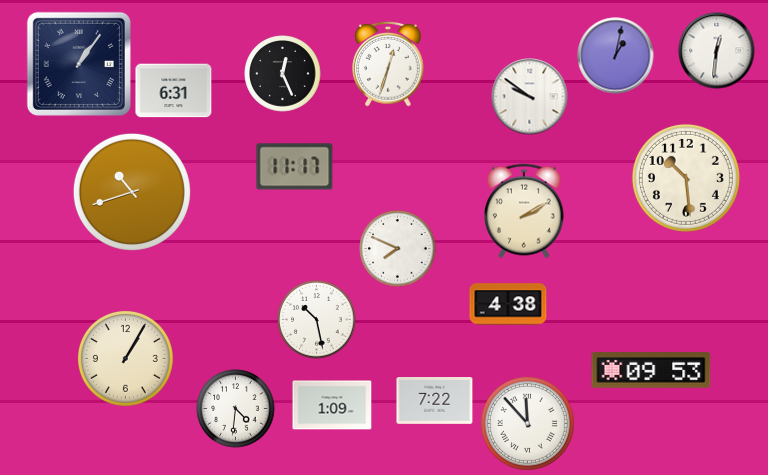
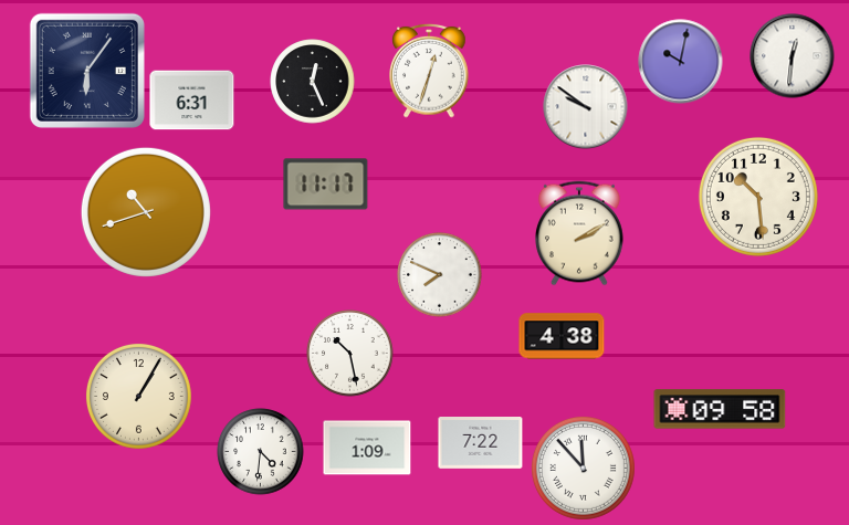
clock at (616, 56): 1:02 -> 10:02
clock at (79, 64): 1:06 -> 6:06
clock at (651, 370): 09:53 -> 09:58
